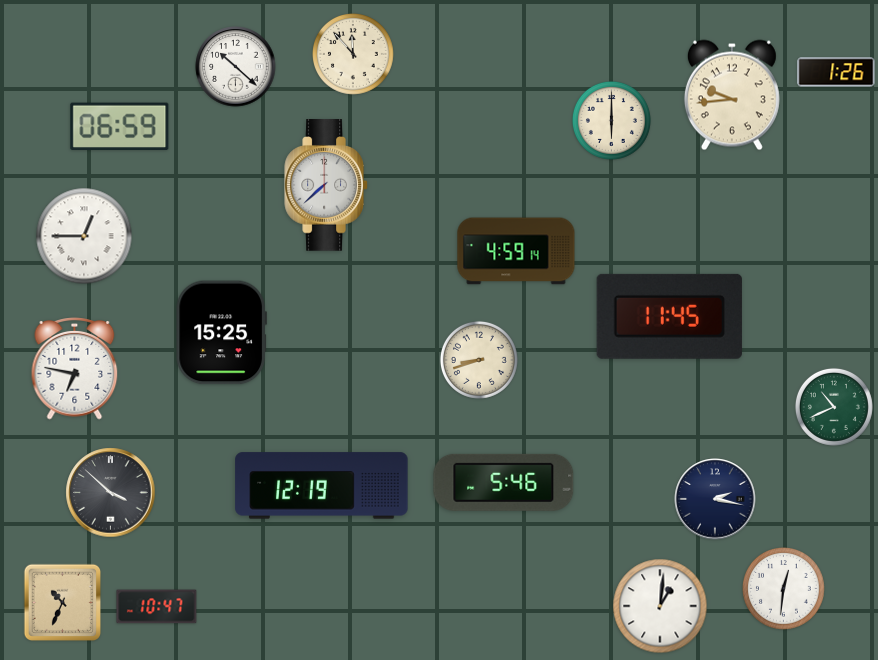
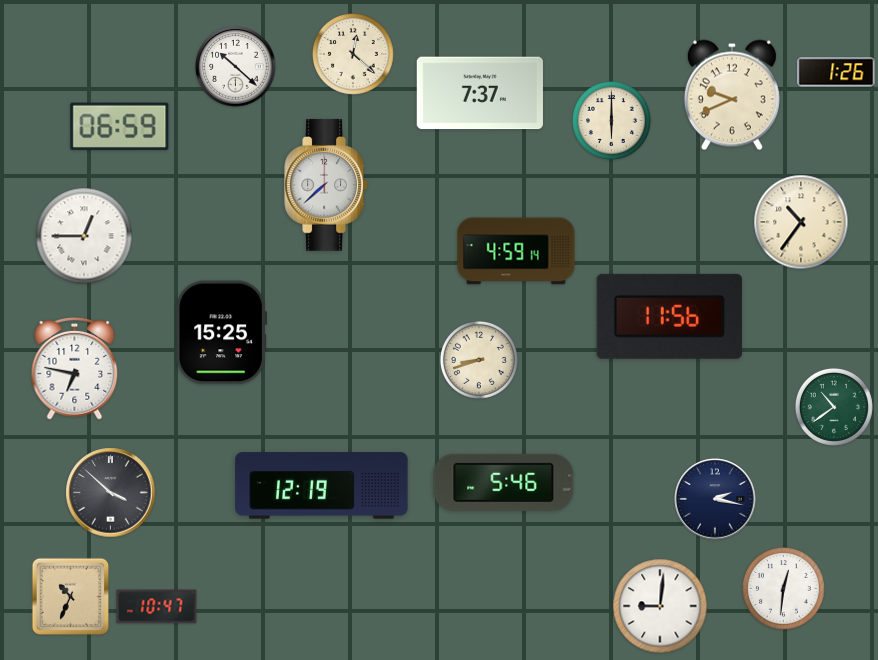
clock at (354, 55): 11:53 -> 12:22
clock at (480, 93): none -> 7:37
clock at (732, 95): 9:44 -> 9:41
clock at (801, 222): none -> 10:36
clock at (669, 316): 11:45 -> 11:56
clock at (834, 407): 10:41 -> 10:39
clock at (63, 603) position: (63, 603) -> (71, 597)
clock at (660, 606): 1:01 -> 9:01
